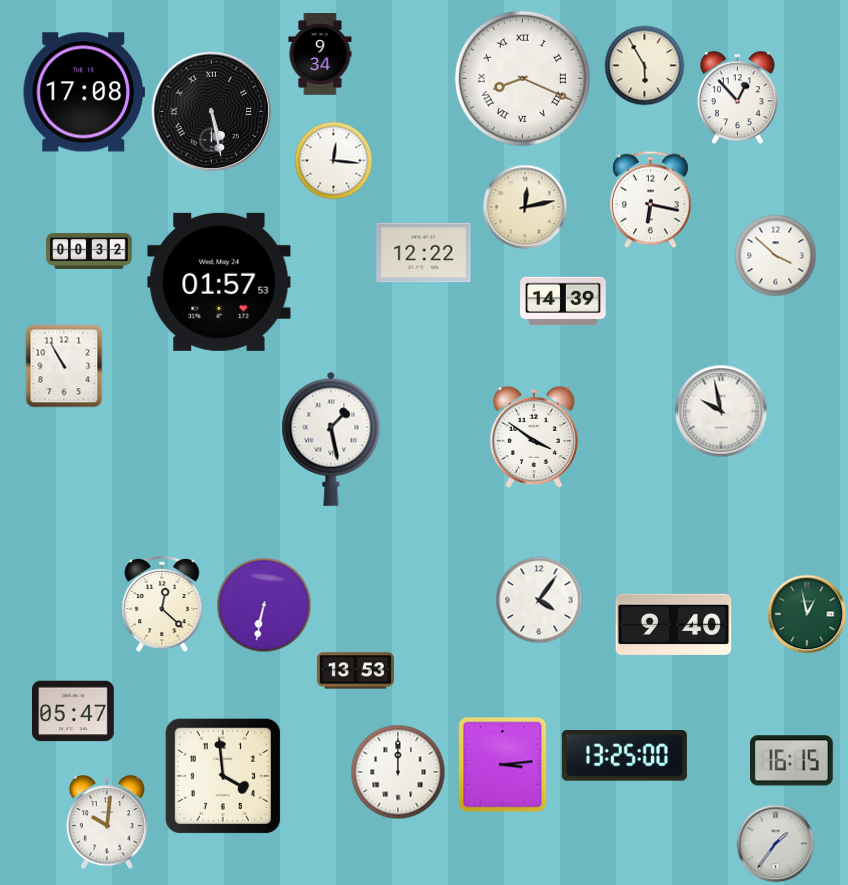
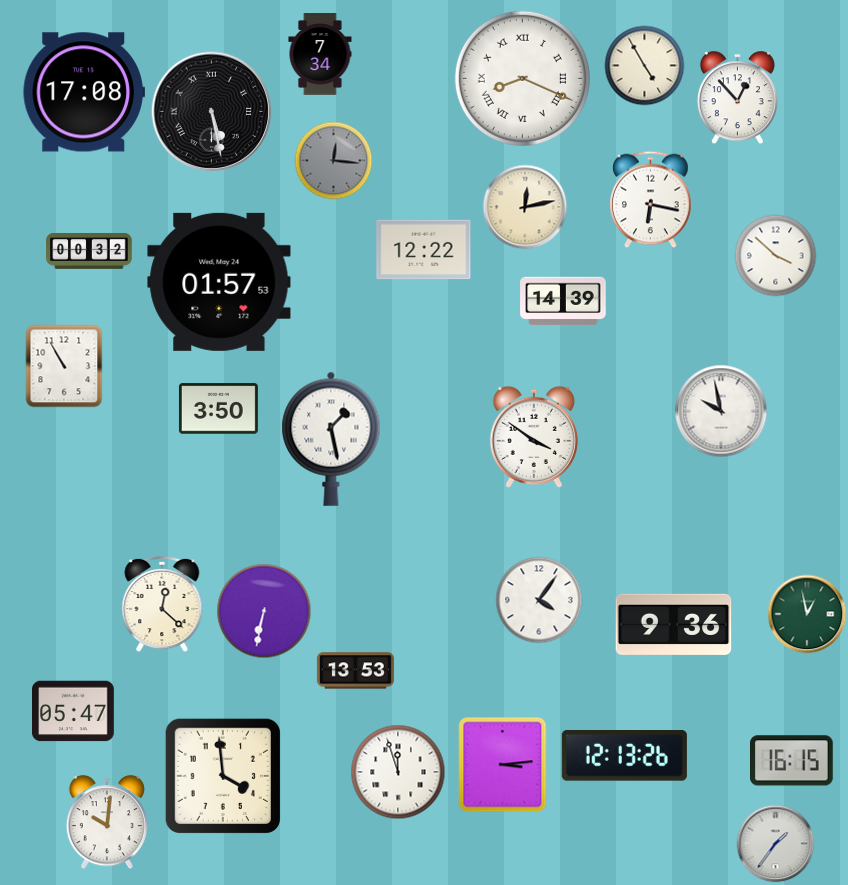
clock at (320, 54): 9:34 -> 7:34
clock at (644, 65): 5:55 -> 4:55
clock at (333, 160) dial: white -> grey
clock at (424, 253) position: (424, 253) -> (424, 250)
clock at (218, 409): none -> 3:50
clock at (264, 605) position: (264, 605) -> (264, 611)
clock at (674, 624): 9:40 -> 9:36
clock at (624, 756): 13:25 -> 12:13
clock at (398, 772): 12:00 -> 11:57
